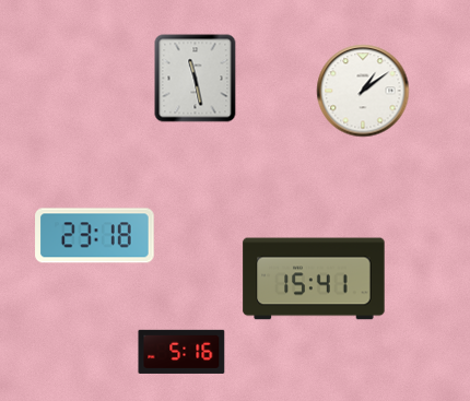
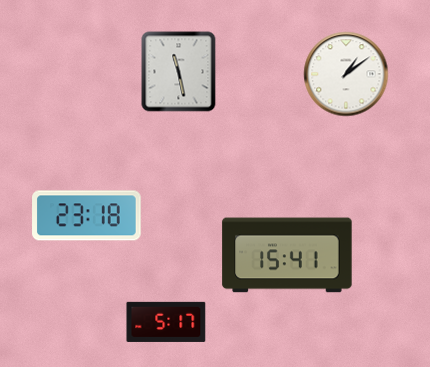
clock at (363, 91) position: (363, 91) -> (346, 74)
clock at (181, 352): 5:16 -> 5:17
